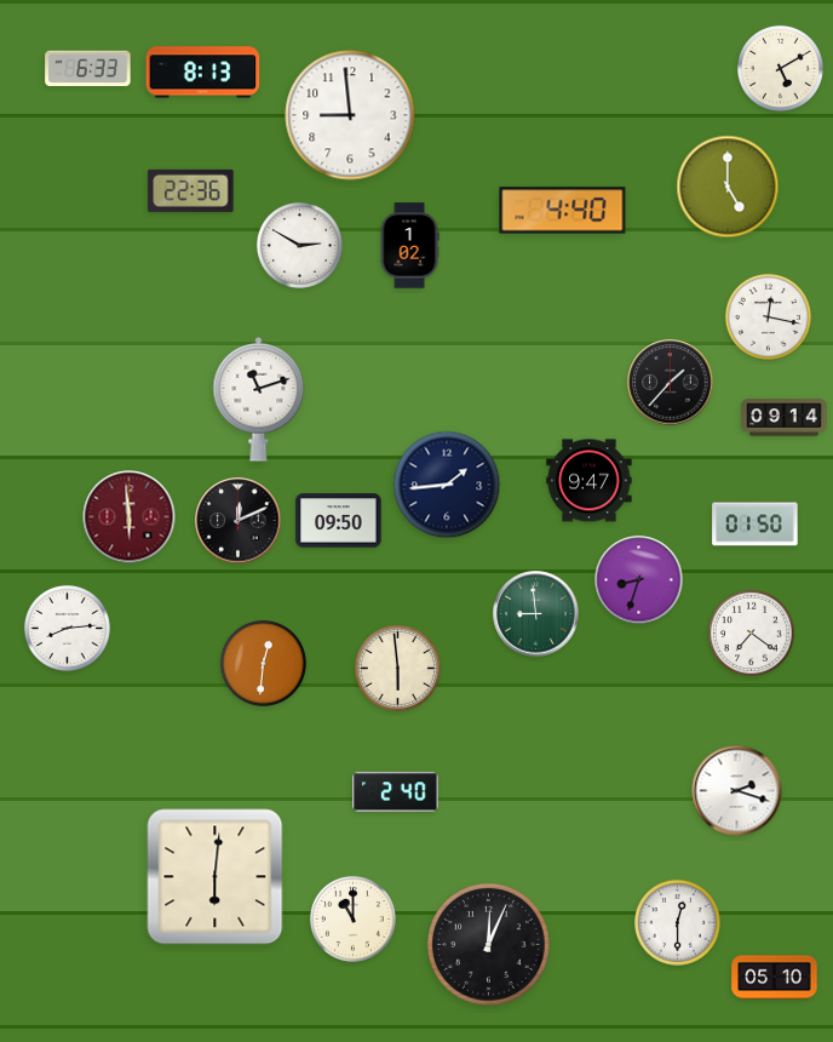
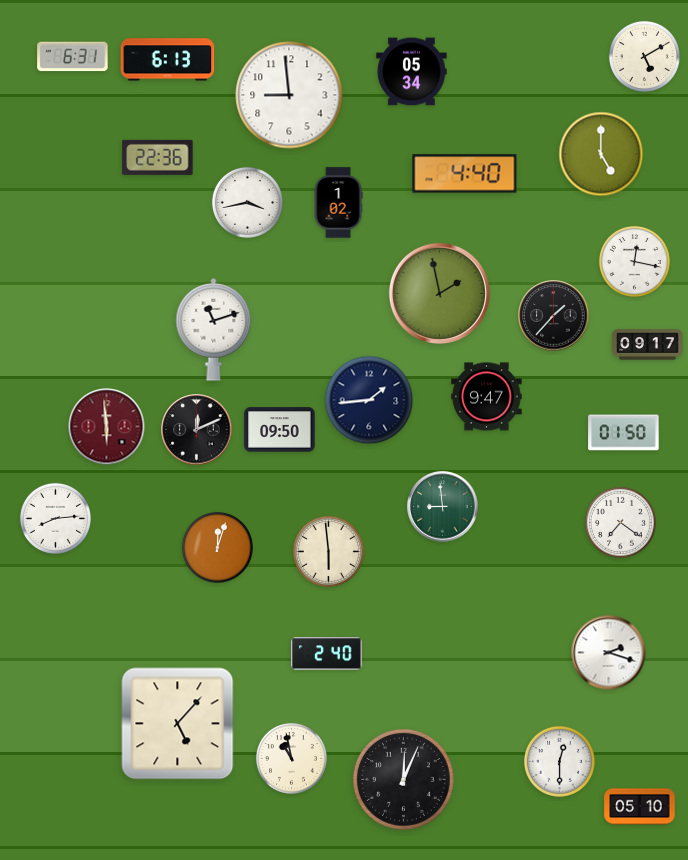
clock at (88, 69): 6:33 -> 6:31
clock at (203, 73): 8:13 -> 6:13
clock at (412, 72): none -> 05:34
clock at (299, 245): 2:50 -> 3:43
clock at (439, 293): none -> 1:58
clock at (785, 418): 09:14 -> 09:17
clock at (639, 580): 8:33 -> none
clock at (263, 663): 12:31 -> 12:03
clock at (216, 877): 6:01 -> 5:07
clock at (352, 918): 11:00 -> 10:58
